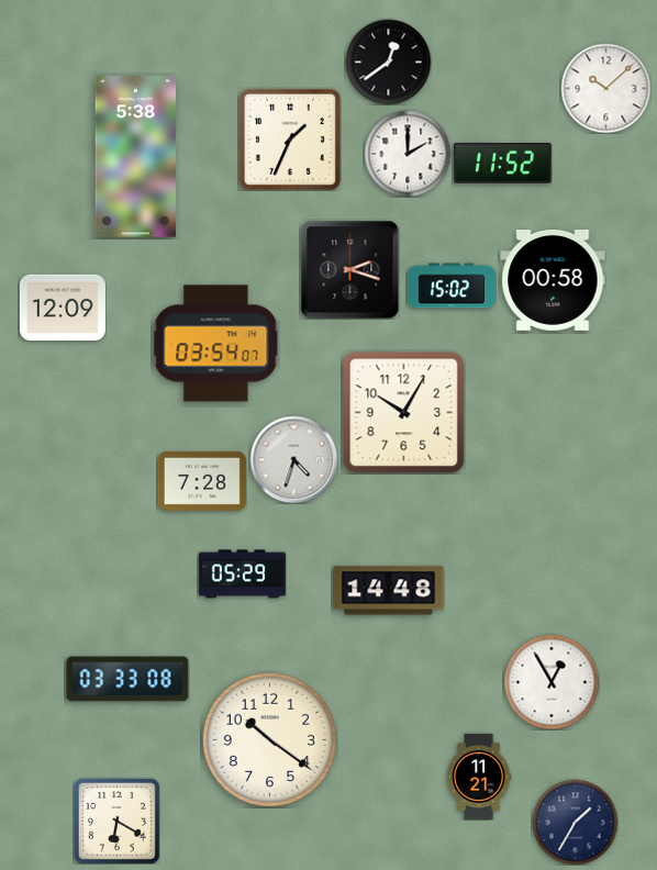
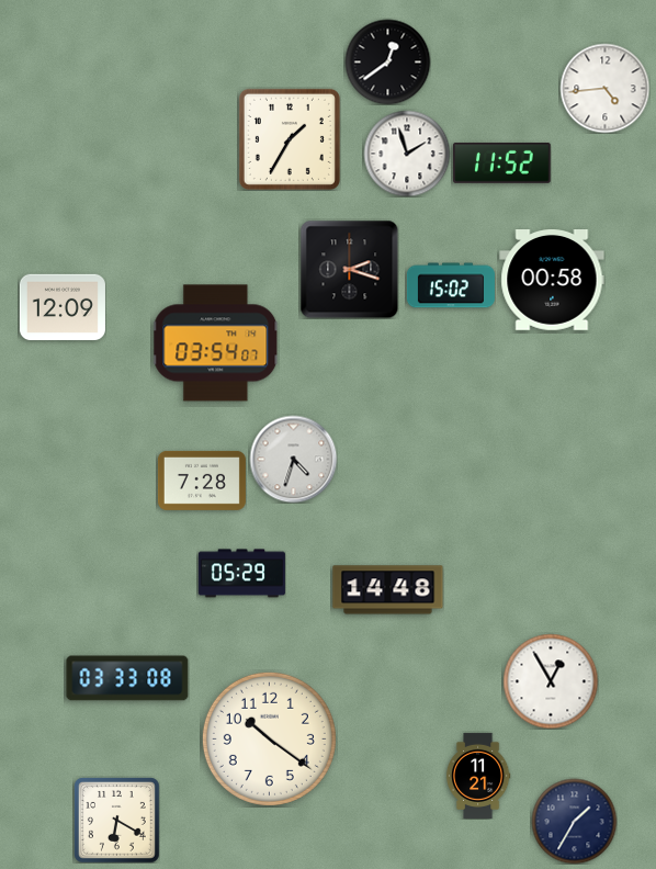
clock at (605, 88): 10:08 -> 4:44
clock at (290, 140): 1:34 -> 1:35
clock at (408, 154): 2:00 -> 1:57
clock at (135, 157): 5:38 -> none
clock at (403, 412): 10:05 -> none
